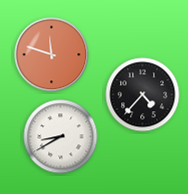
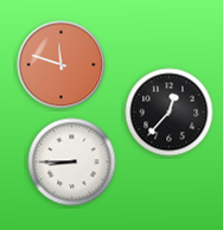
clock at (143, 95): 4:37 -> 12:37
clock at (61, 137): 8:40 -> 8:45
